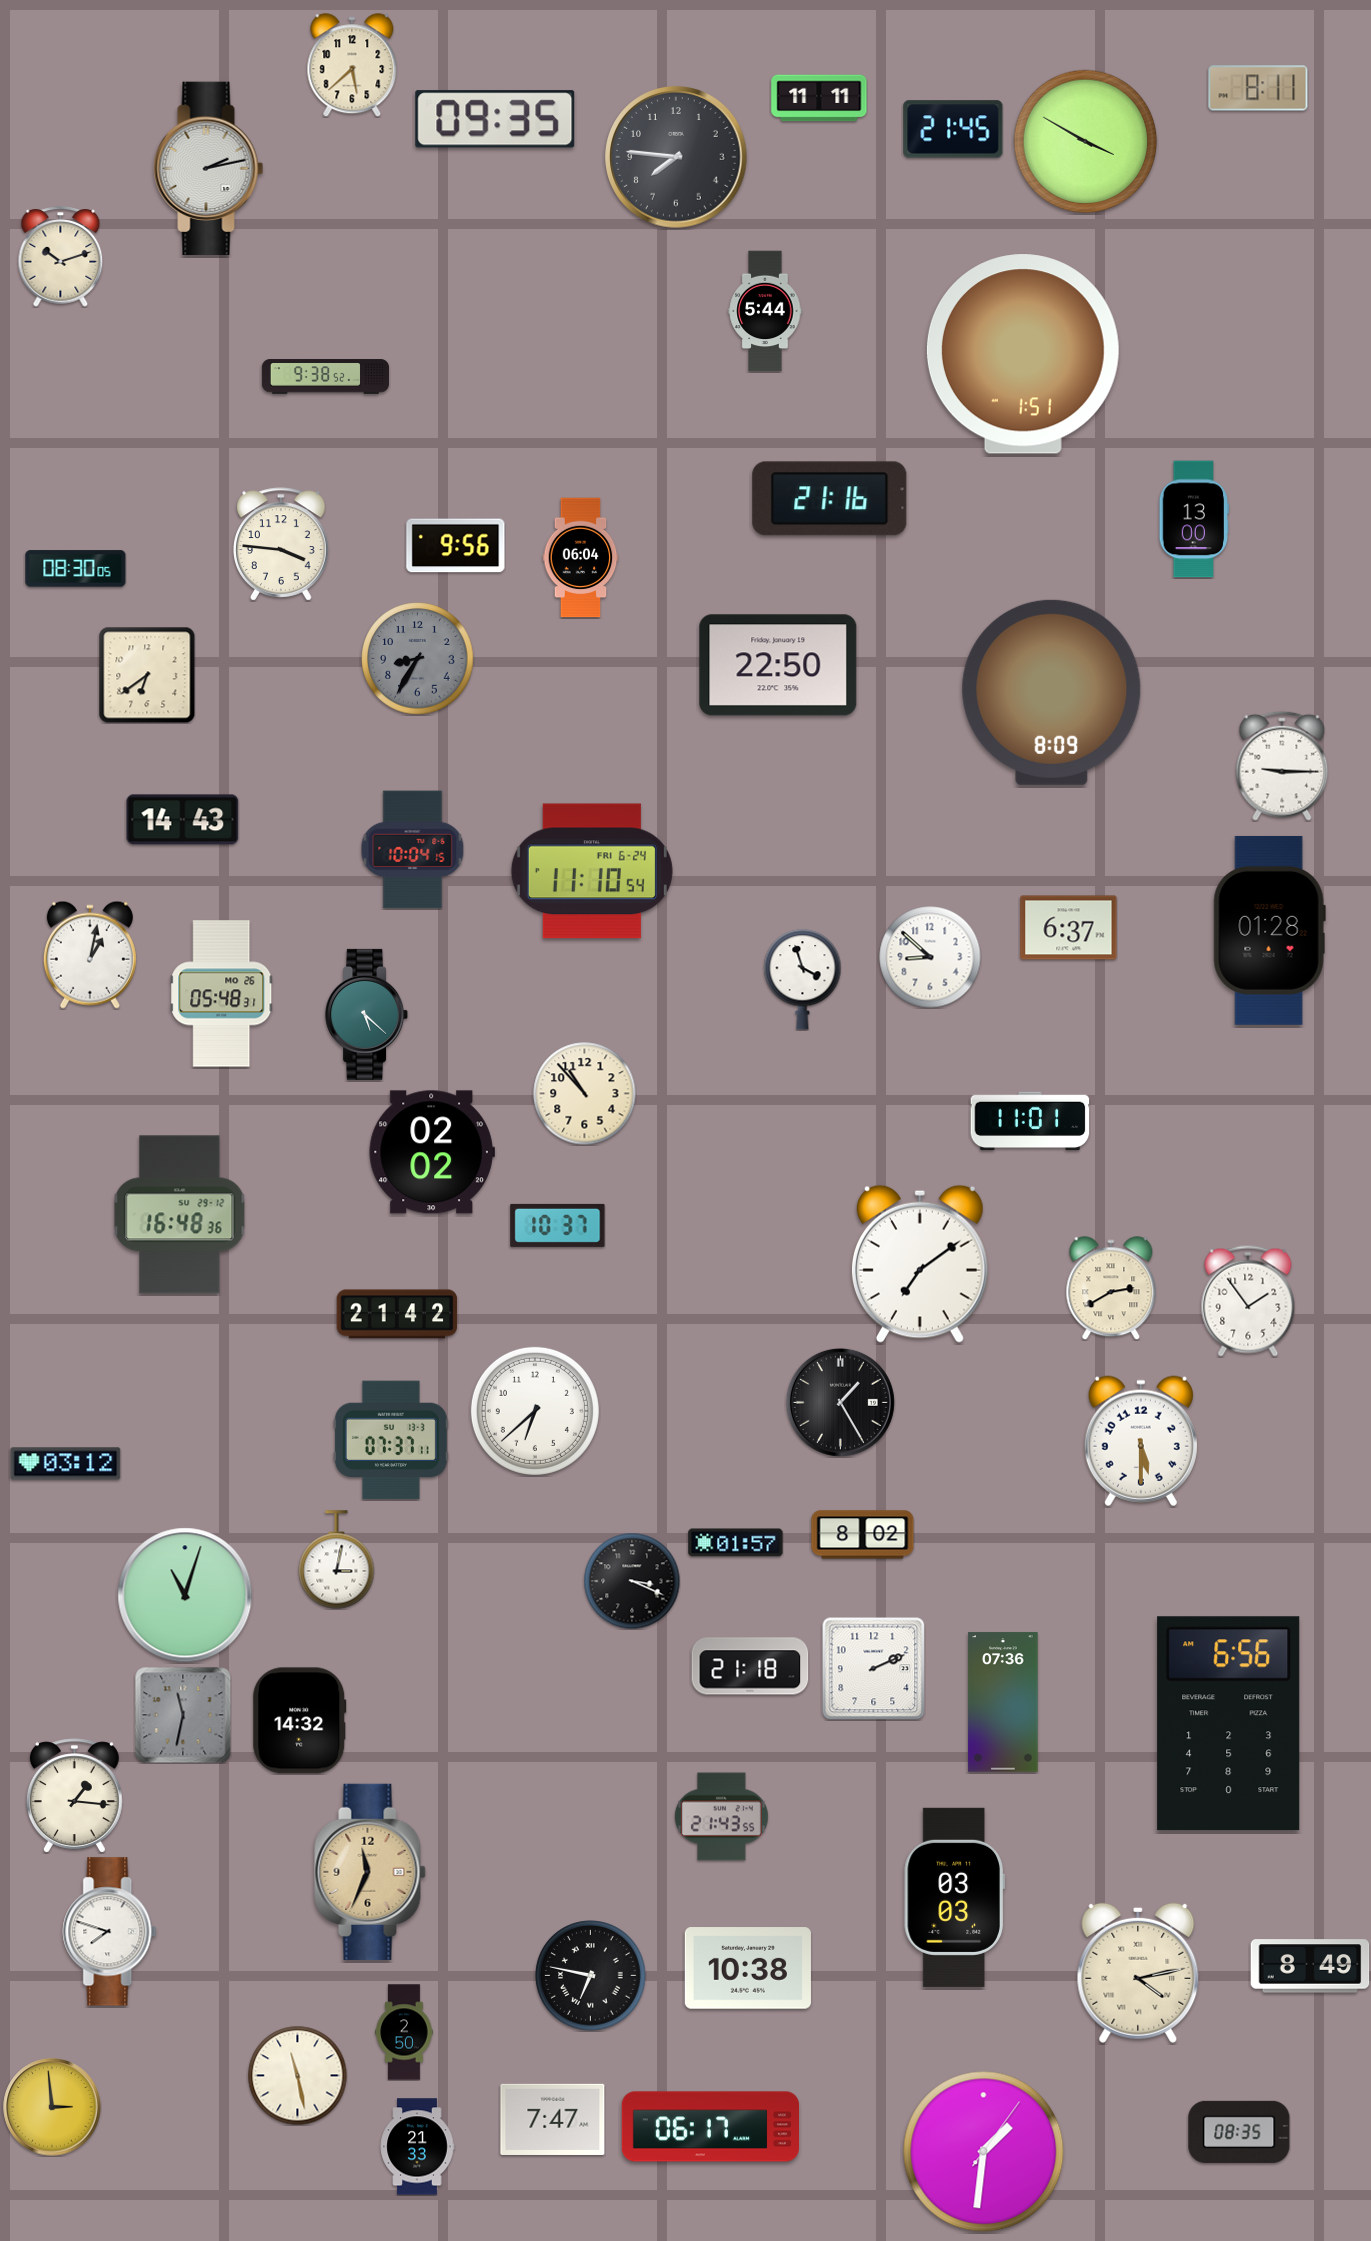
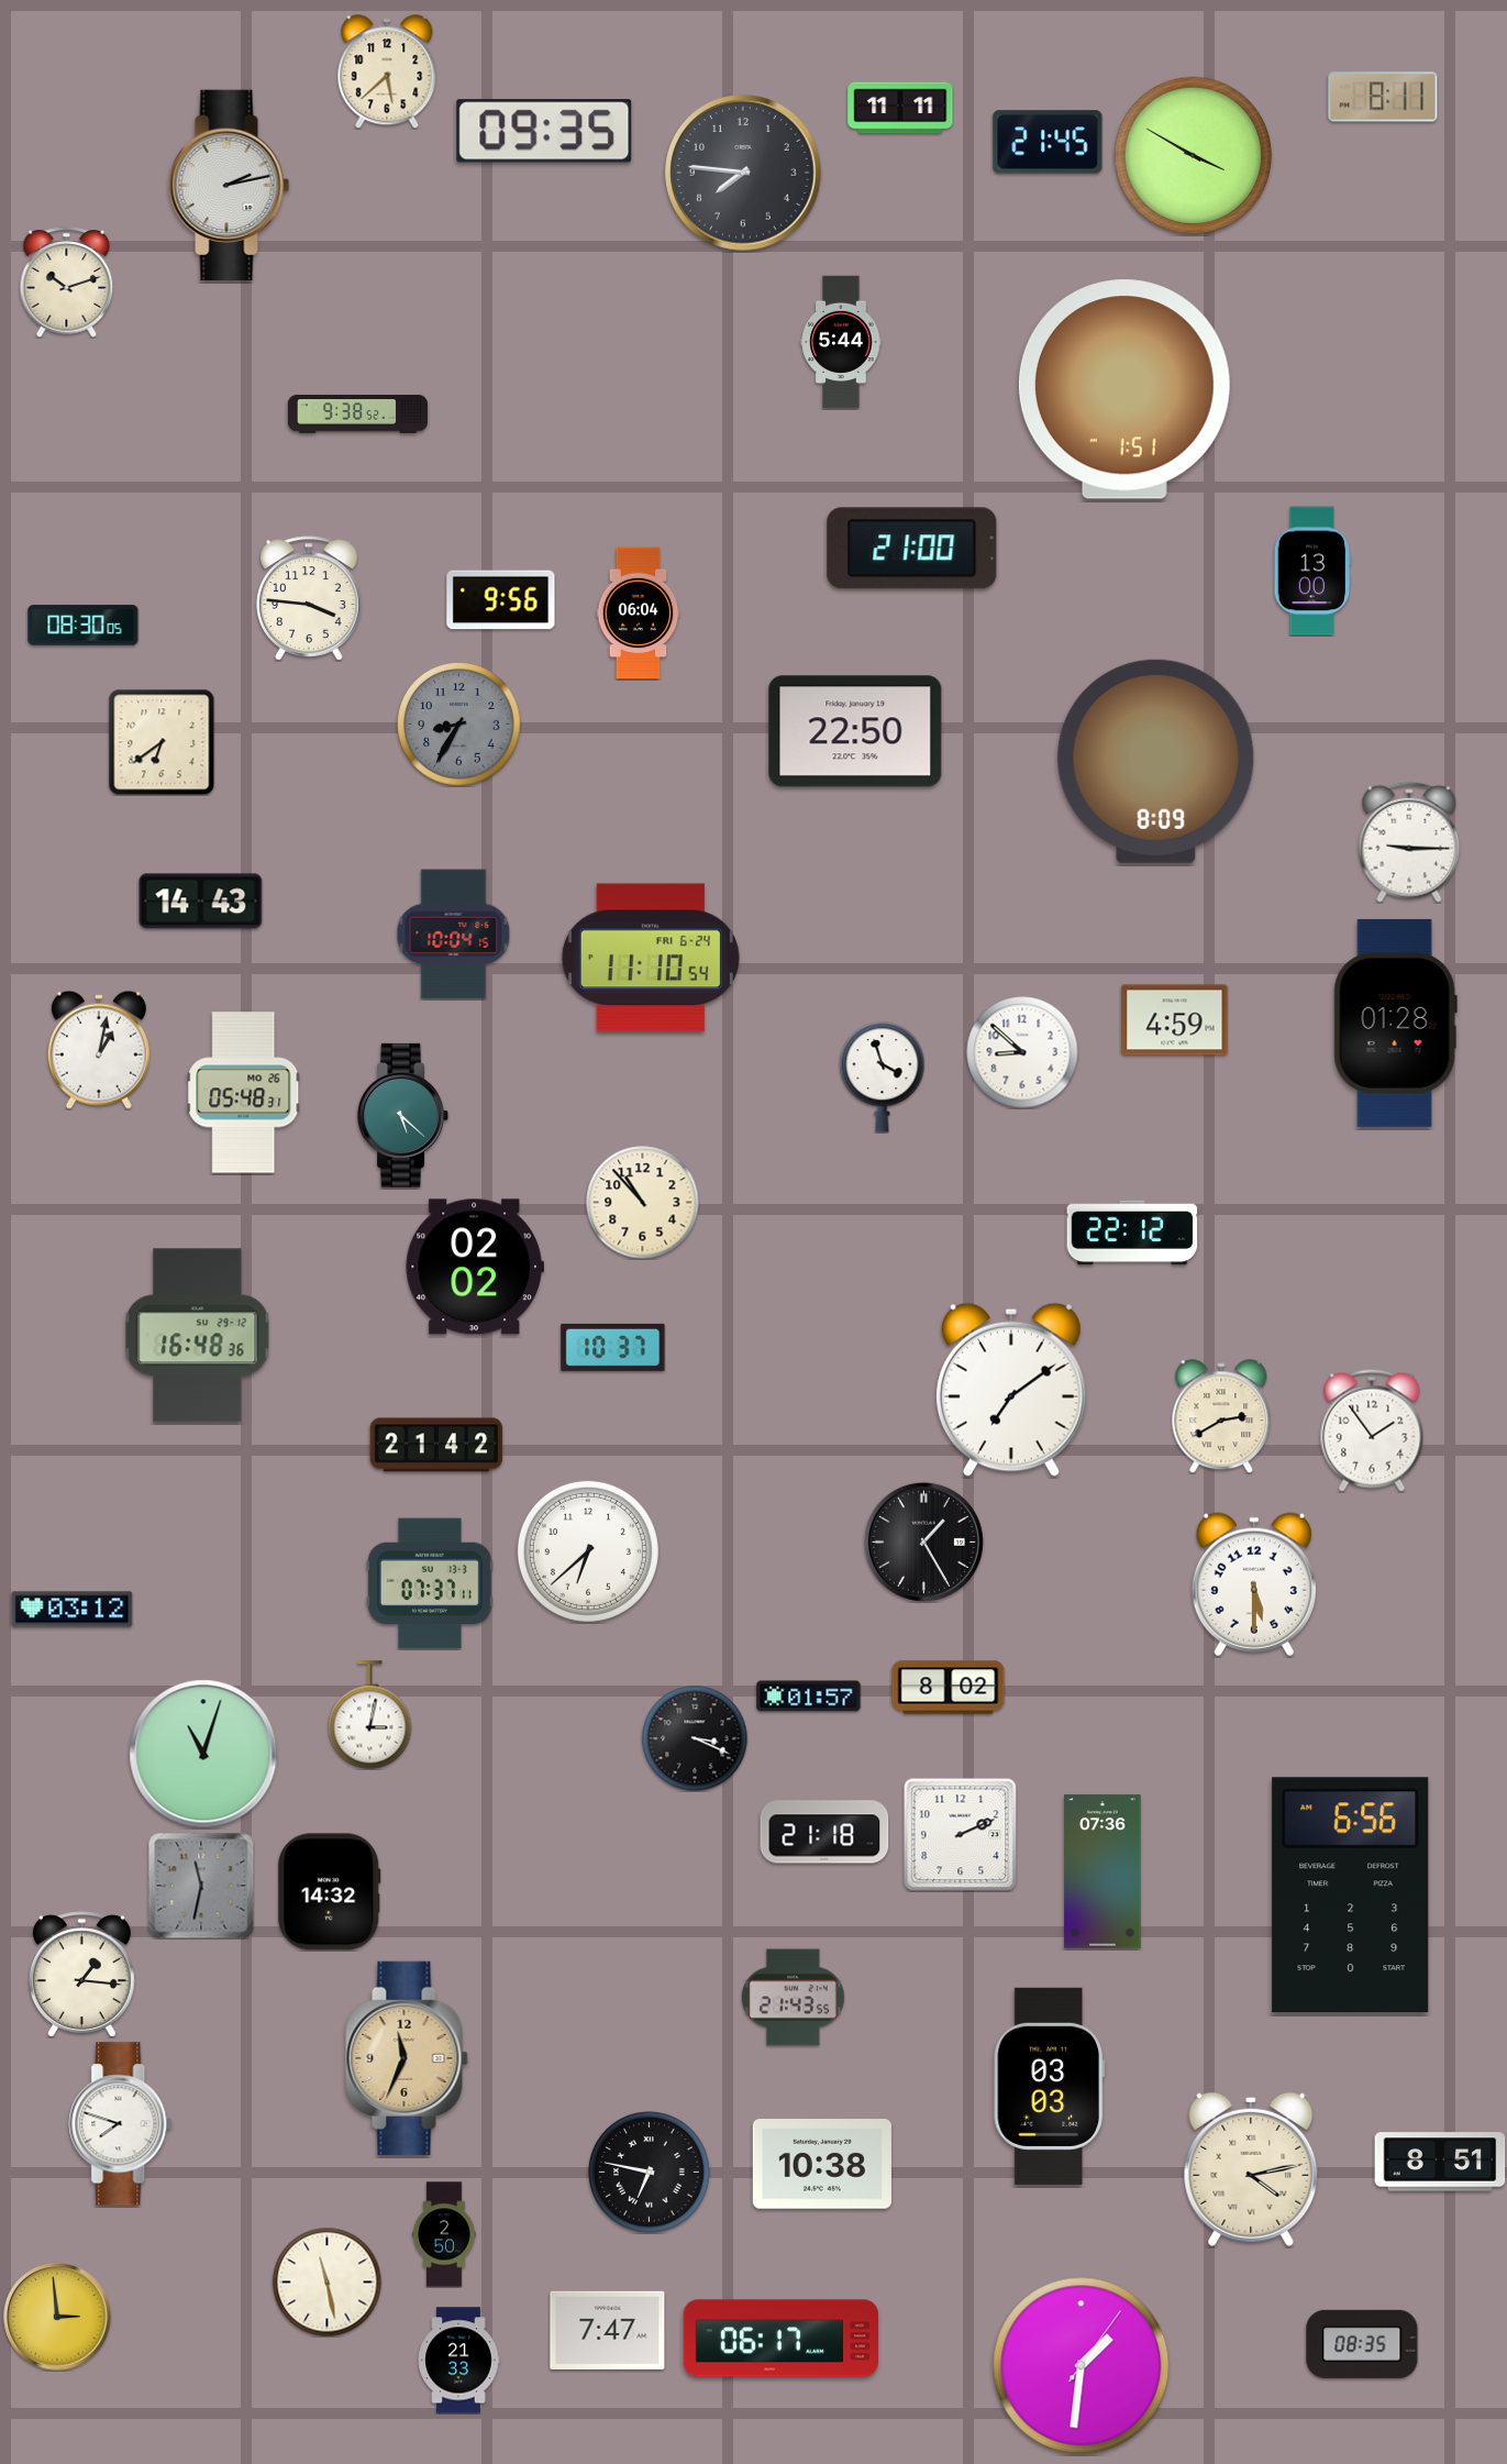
clock at (830, 499): 21:16 -> 21:00
clock at (1069, 928): 6:37 -> 4:59
clock at (1030, 1121): 11:01 -> 22:12
clock at (1310, 1966): 8:49 -> 8:51
